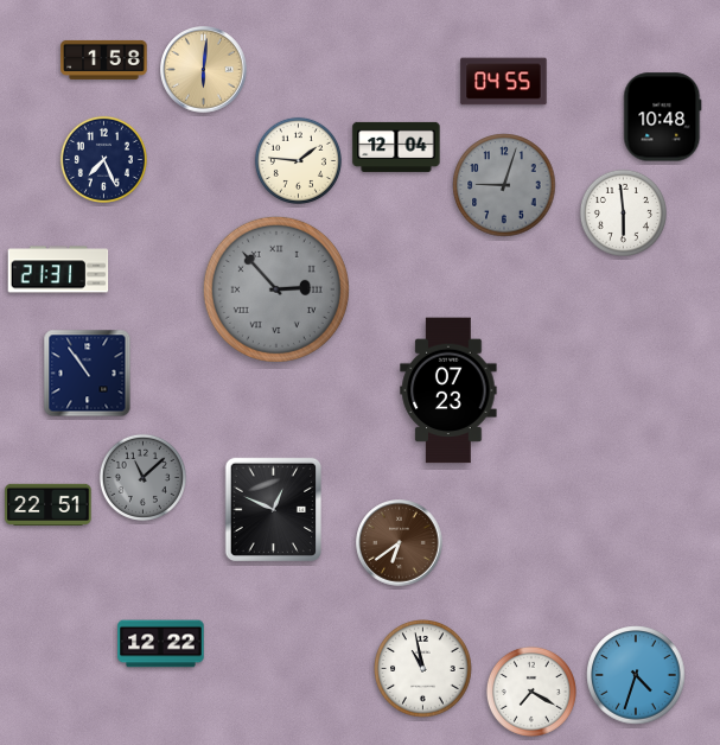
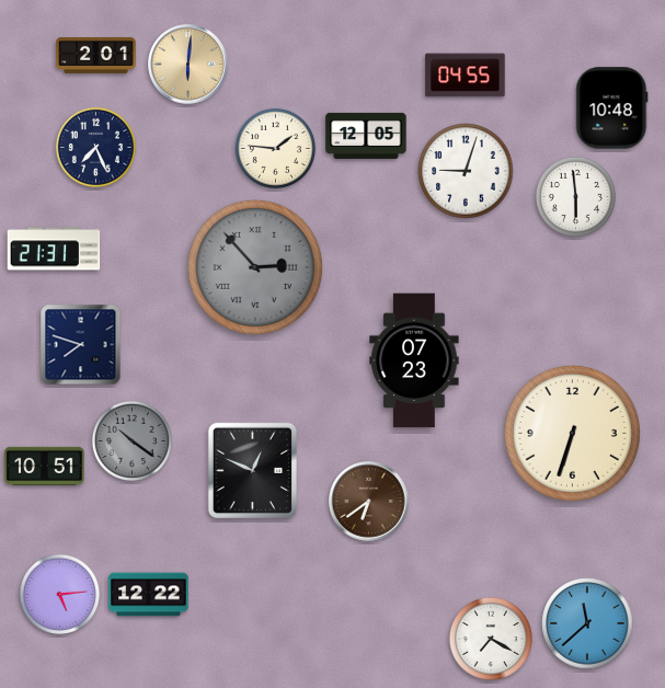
clock at (104, 59): 1:58 -> 2:01
clock at (396, 147): 12:04 -> 12:05
clock at (504, 185) dial: grey -> white
clock at (88, 374): 10:54 -> 7:48
clock at (572, 433): none -> 6:33
clock at (142, 477): 11:08 -> 10:21
clock at (49, 504): 22:51 -> 10:51
clock at (59, 594): none -> 5:14
clock at (423, 669): 10:58 -> none
clock at (636, 675): 4:33 -> 11:38
